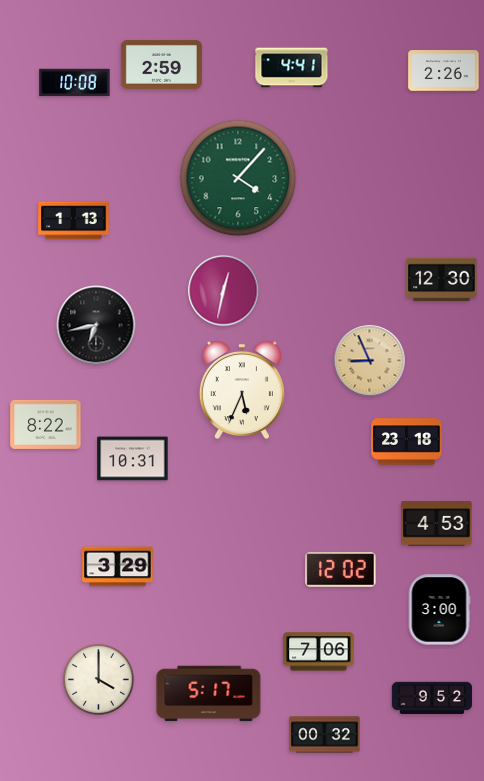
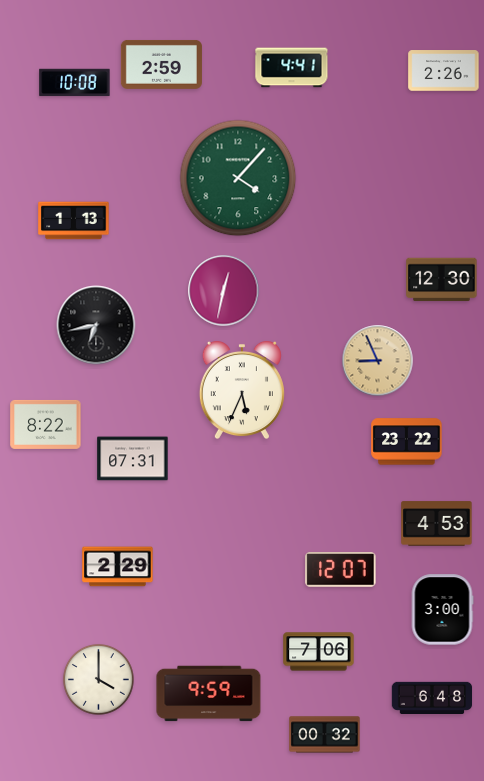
clock at (370, 361) position: (370, 361) -> (378, 361)
clock at (407, 442): 23:18 -> 23:22
clock at (133, 459): 10:31 -> 07:31
clock at (118, 567): 3:29 -> 2:29
clock at (341, 570): 12:02 -> 12:07
clock at (439, 610) position: (439, 610) -> (442, 610)
clock at (209, 694): 5:17 -> 9:59
clock at (432, 697): 9:52 -> 6:48
